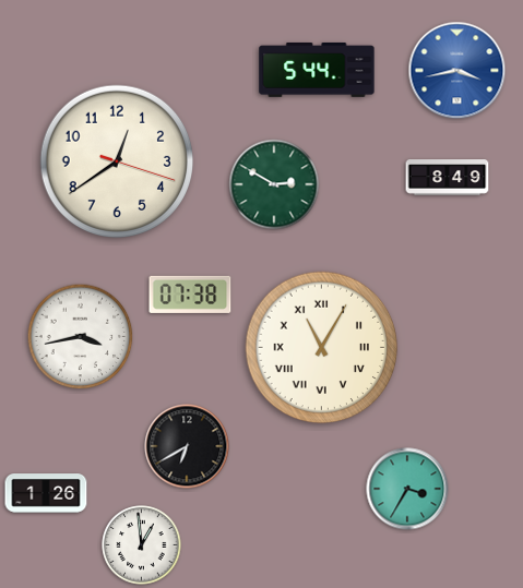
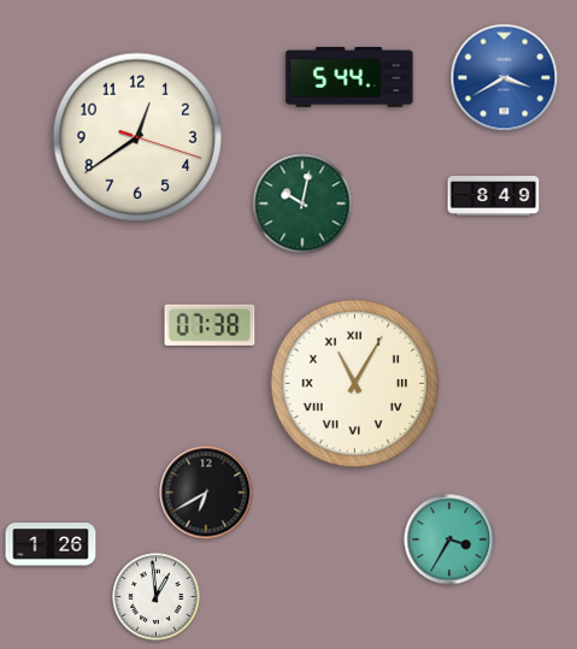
clock at (457, 71): 3:43 -> 3:40
clock at (117, 161) position: (117, 161) -> (137, 137)
clock at (274, 184): 2:50 -> 10:02
clock at (81, 337): 3:43 -> none
clock at (142, 545) position: (142, 545) -> (157, 597)
